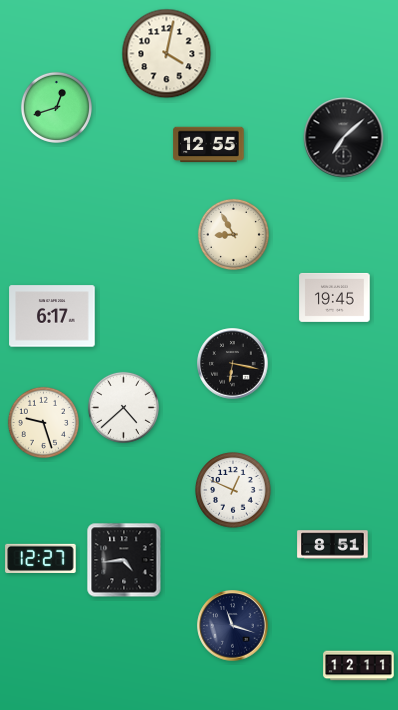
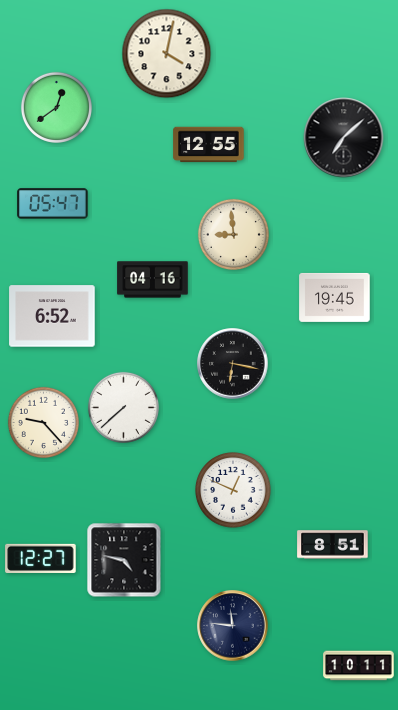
clock at (56, 107): 12:42 -> 12:39
clock at (53, 204): none -> 05:47
clock at (233, 234): 8:55 -> 8:59
clock at (153, 280): none -> 04:16
clock at (52, 316): 6:17 -> 6:52
clock at (123, 407): 4:38 -> 7:38
clock at (43, 422): 9:27 -> 9:23
clock at (124, 560): 4:44 -> 4:47
clock at (233, 626): 11:18 -> 11:46
clock at (359, 666): 12:11 -> 10:11
